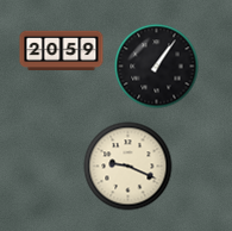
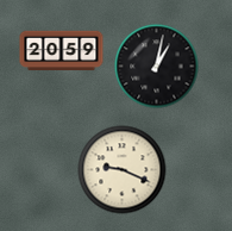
clock at (157, 67): 1:06 -> 1:02
clock at (128, 167) position: (128, 167) -> (123, 170)
